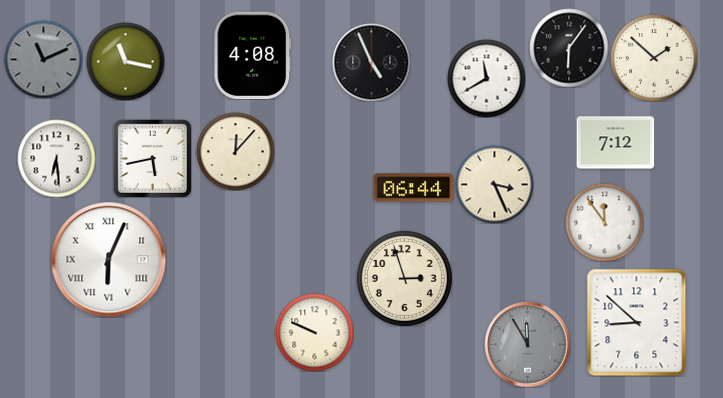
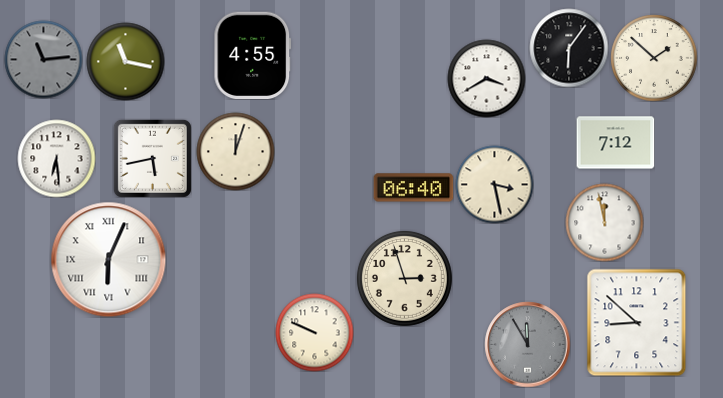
clock at (253, 55): 4:08 -> 4:55
clock at (43, 59): 11:11 -> 11:14
clock at (371, 62): 4:56 -> none
clock at (486, 78): 11:40 -> 3:40
clock at (235, 151): 12:07 -> 12:03
clock at (494, 184): 3:26 -> 3:28
clock at (413, 188): 06:44 -> 06:40
clock at (604, 222): 11:54 -> 11:58
